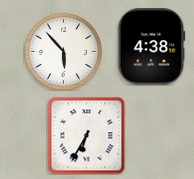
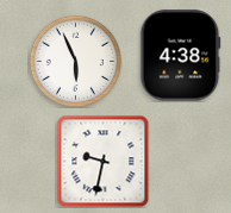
clock at (63, 51): 5:53 -> 5:56
clock at (86, 135): 6:35 -> 9:32
